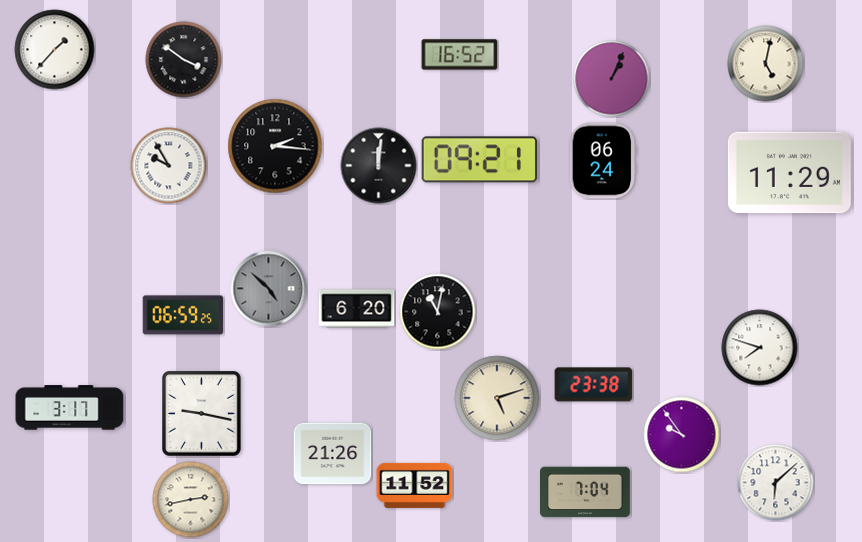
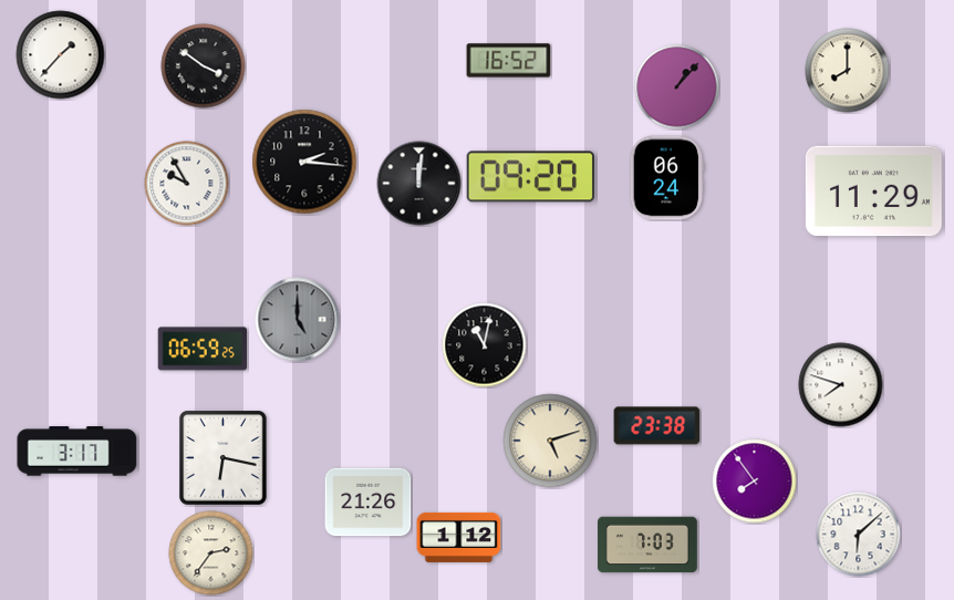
clock at (766, 64): 5:02 -> 8:00
clock at (612, 79): 1:04 -> 1:07
clock at (479, 160): 09:21 -> 09:20
clock at (269, 289): 4:52 -> 5:00
clock at (357, 309): 6:20 -> none
clock at (202, 414): 9:17 -> 6:17
clock at (682, 435): 9:54 -> 7:54
clock at (415, 485): 11:52 -> 1:12
clock at (586, 492): 7:04 -> 7:03
clock at (191, 500): 2:43 -> 2:36
